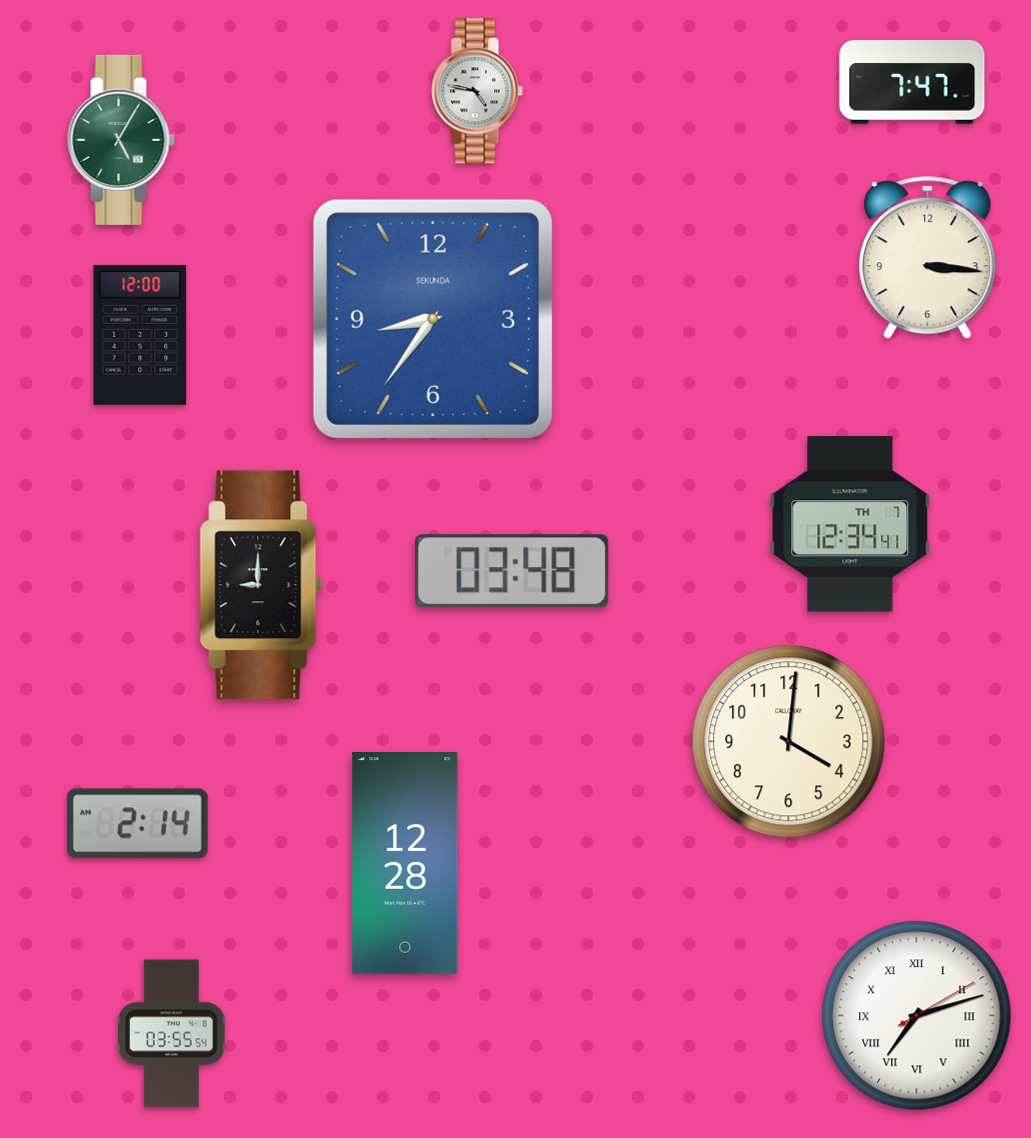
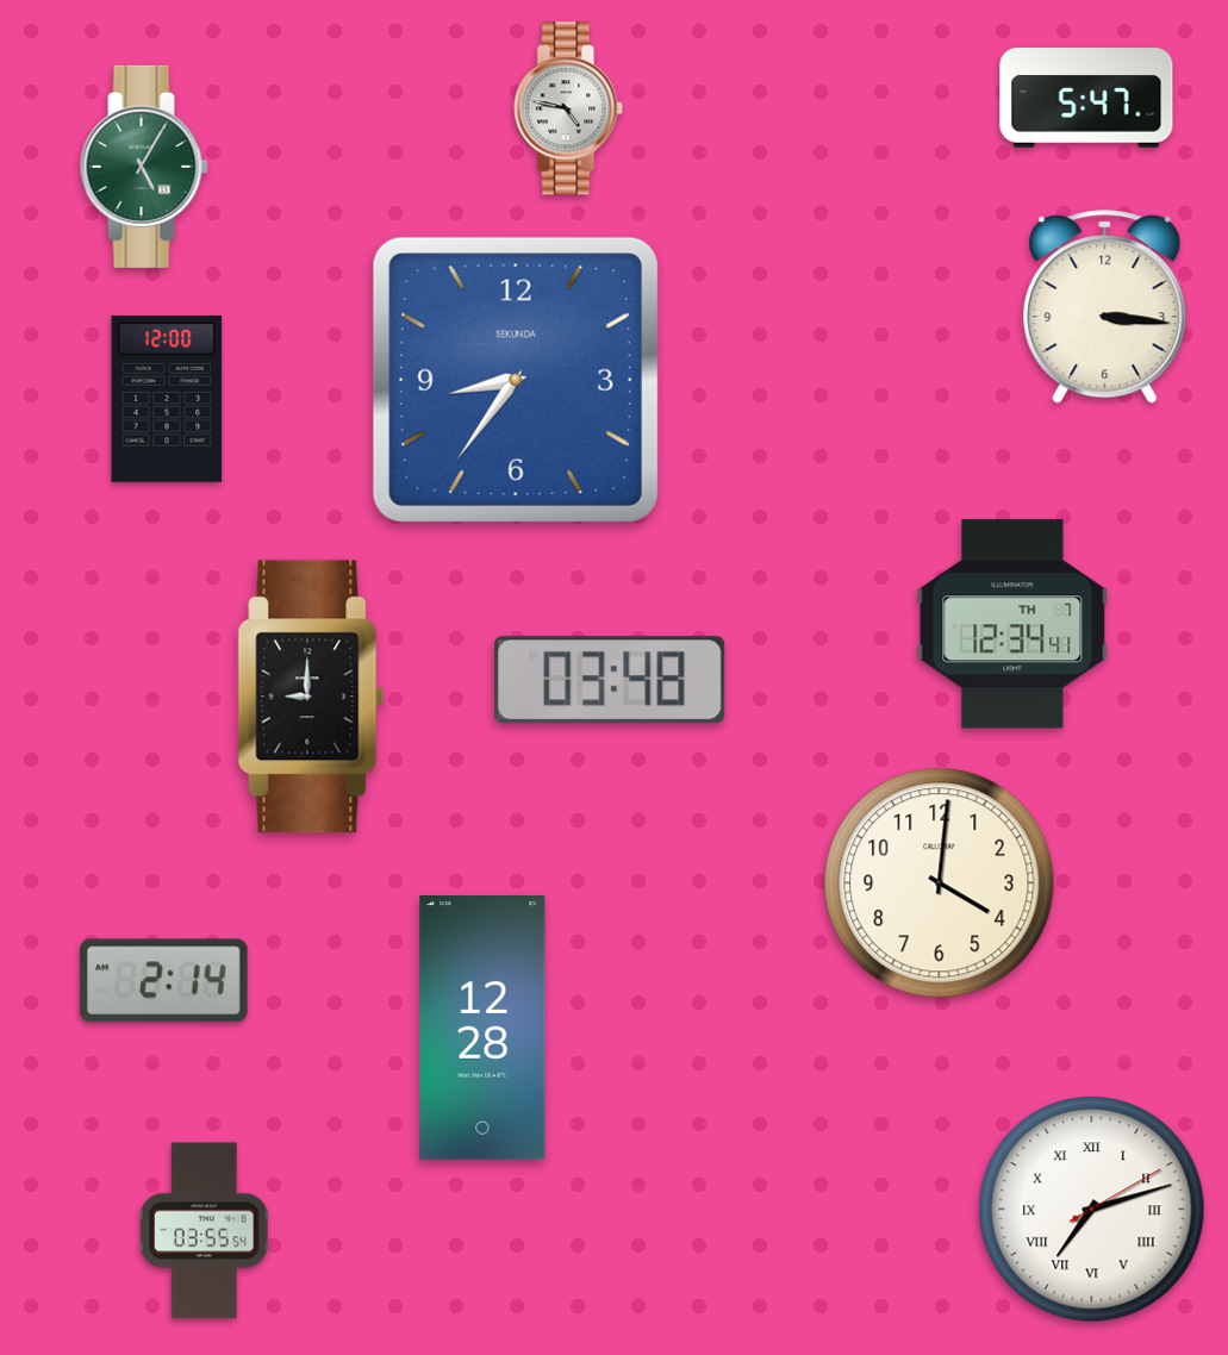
clock at (912, 82): 7:47 -> 5:47
